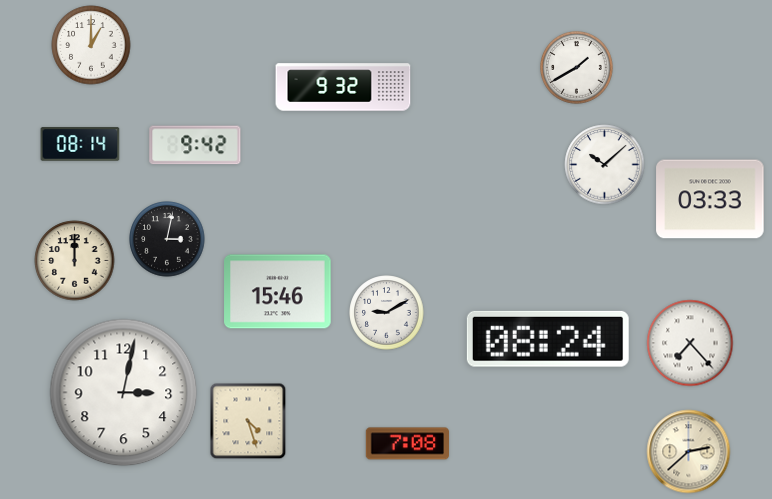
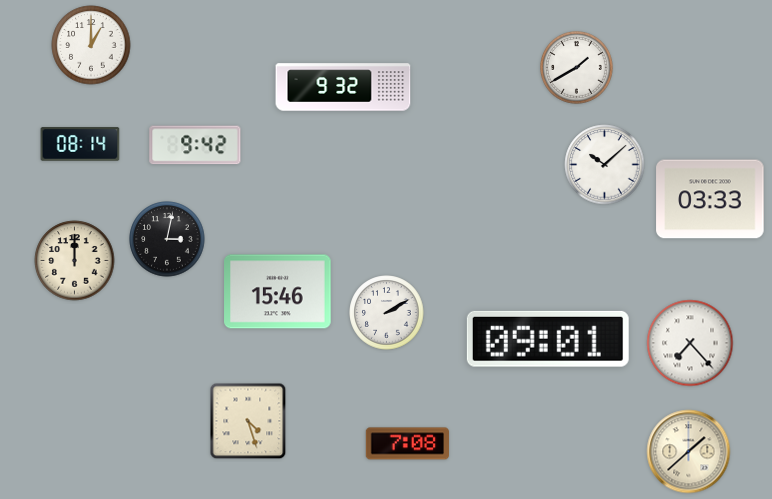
clock at (387, 313): 9:10 -> 2:10
clock at (548, 339): 08:24 -> 09:01
clock at (124, 393): 3:02 -> none
clock at (689, 452): 2:38 -> 1:38
